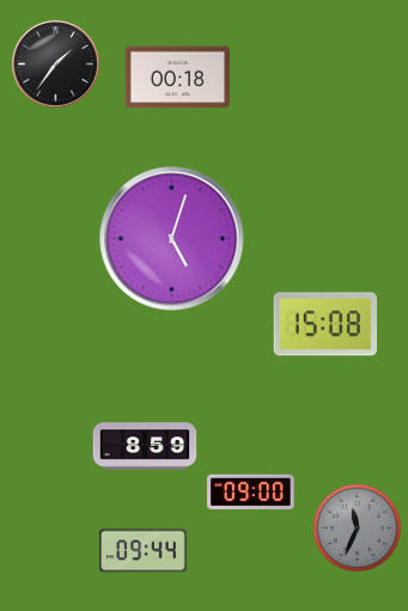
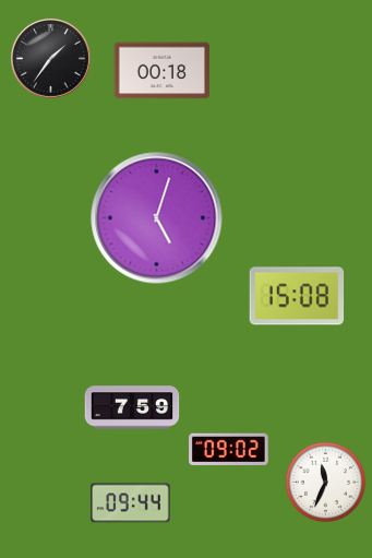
clock at (145, 446): 8:59 -> 7:59
clock at (251, 491): 09:00 -> 09:02
clock at (358, 528) dial: grey -> white
